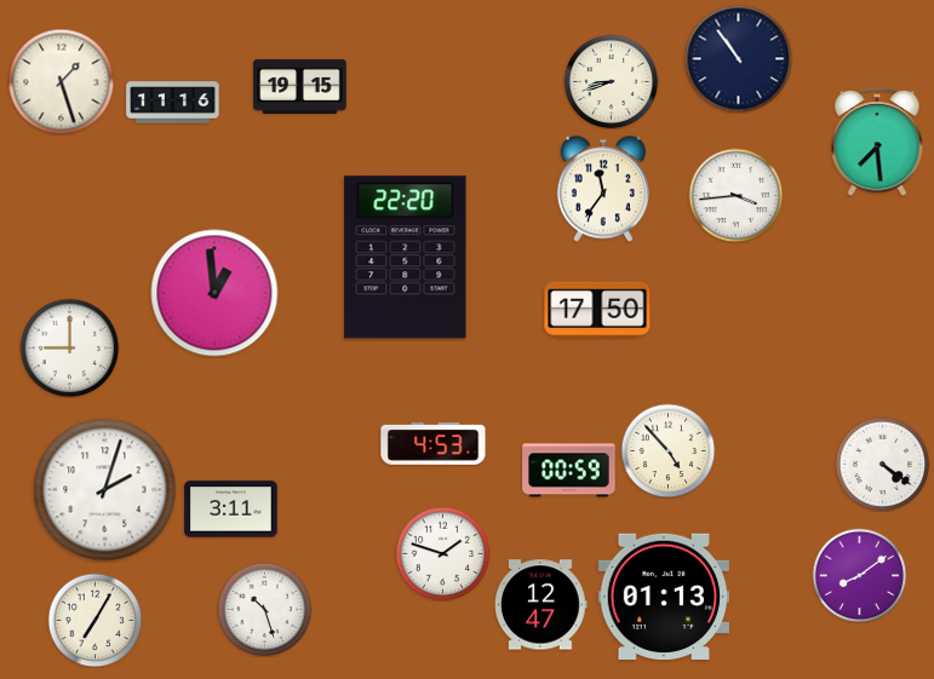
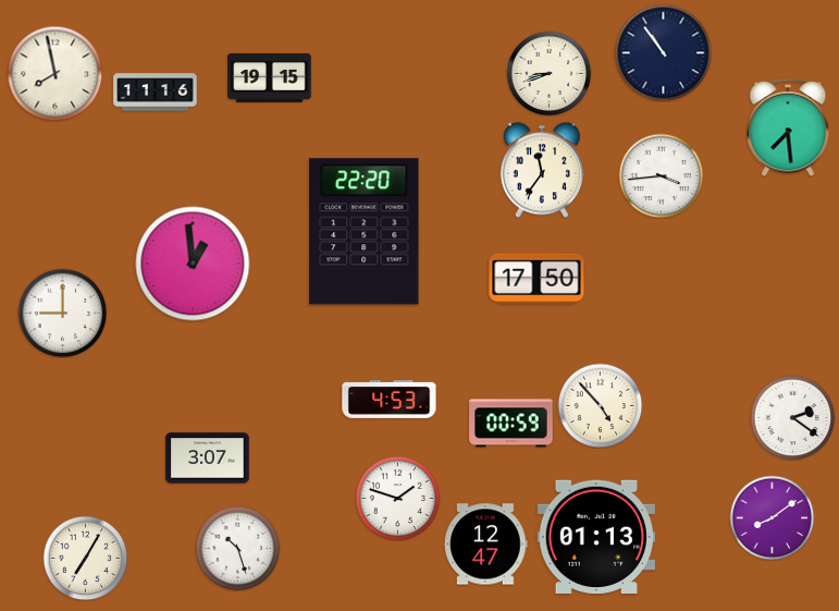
clock at (61, 81): 1:27 -> 7:58
clock at (882, 464): 4:21 -> 2:21
clock at (105, 490): 2:03 -> none
clock at (231, 510): 3:11 -> 3:07
